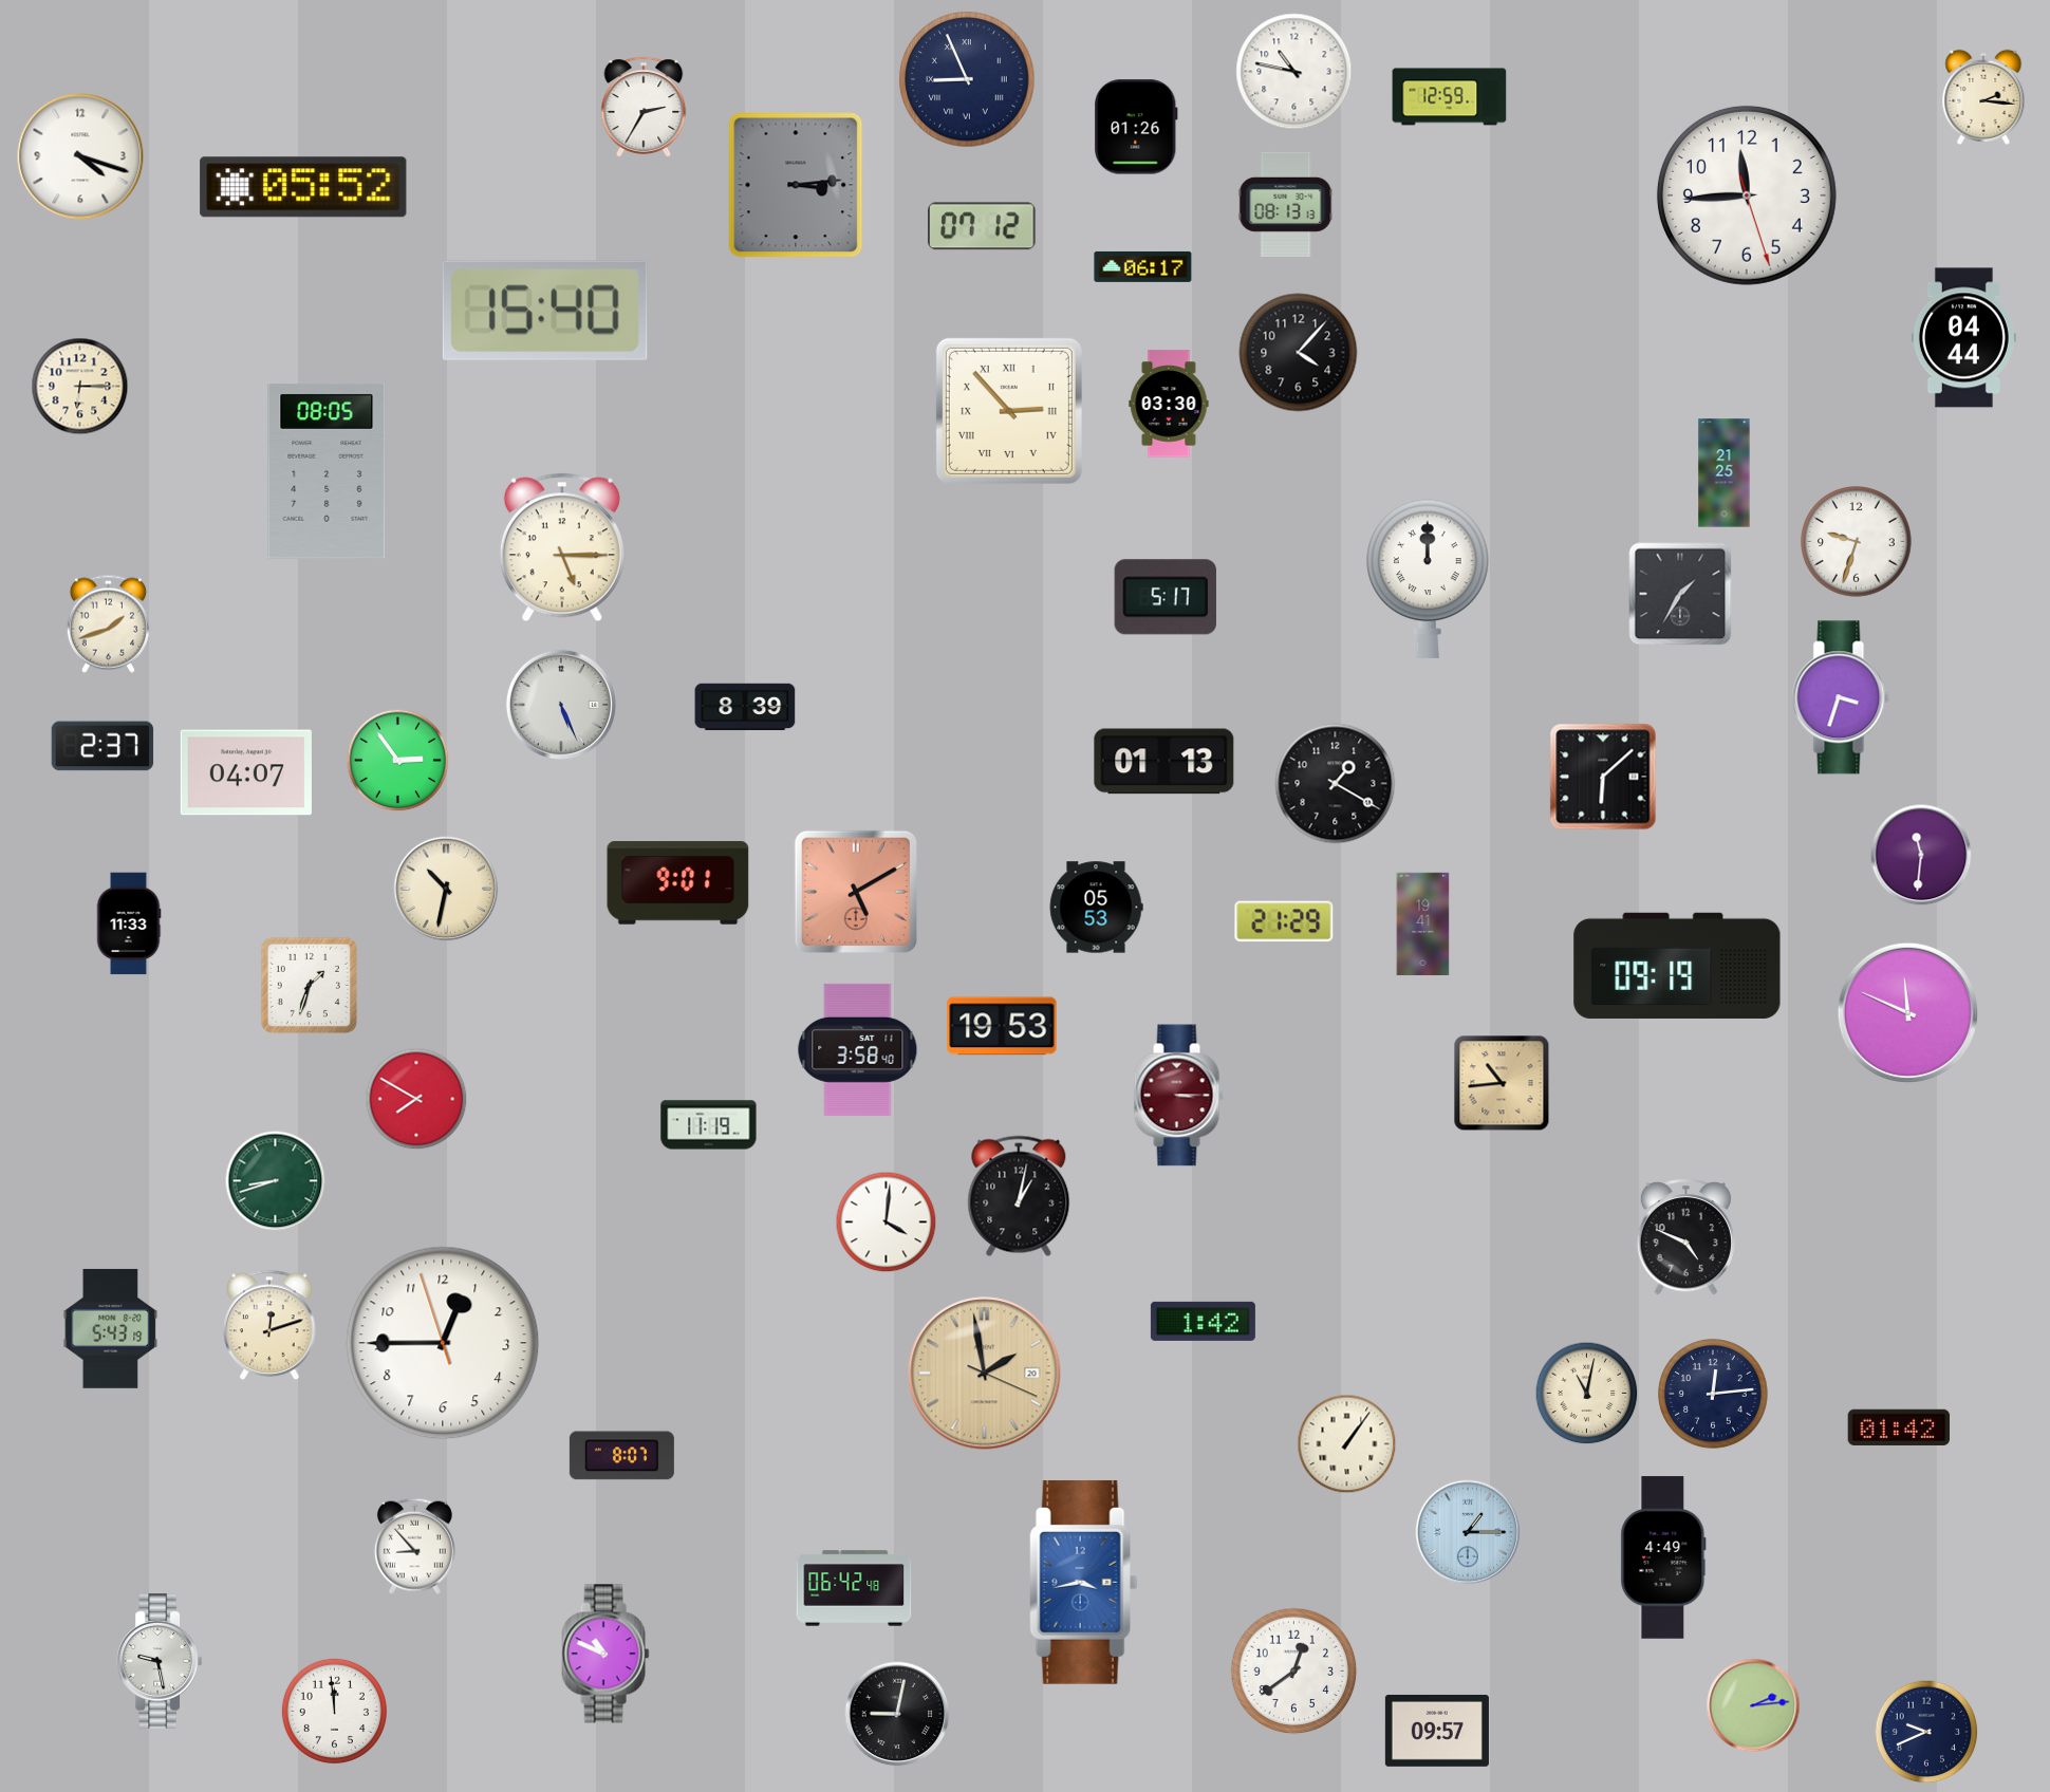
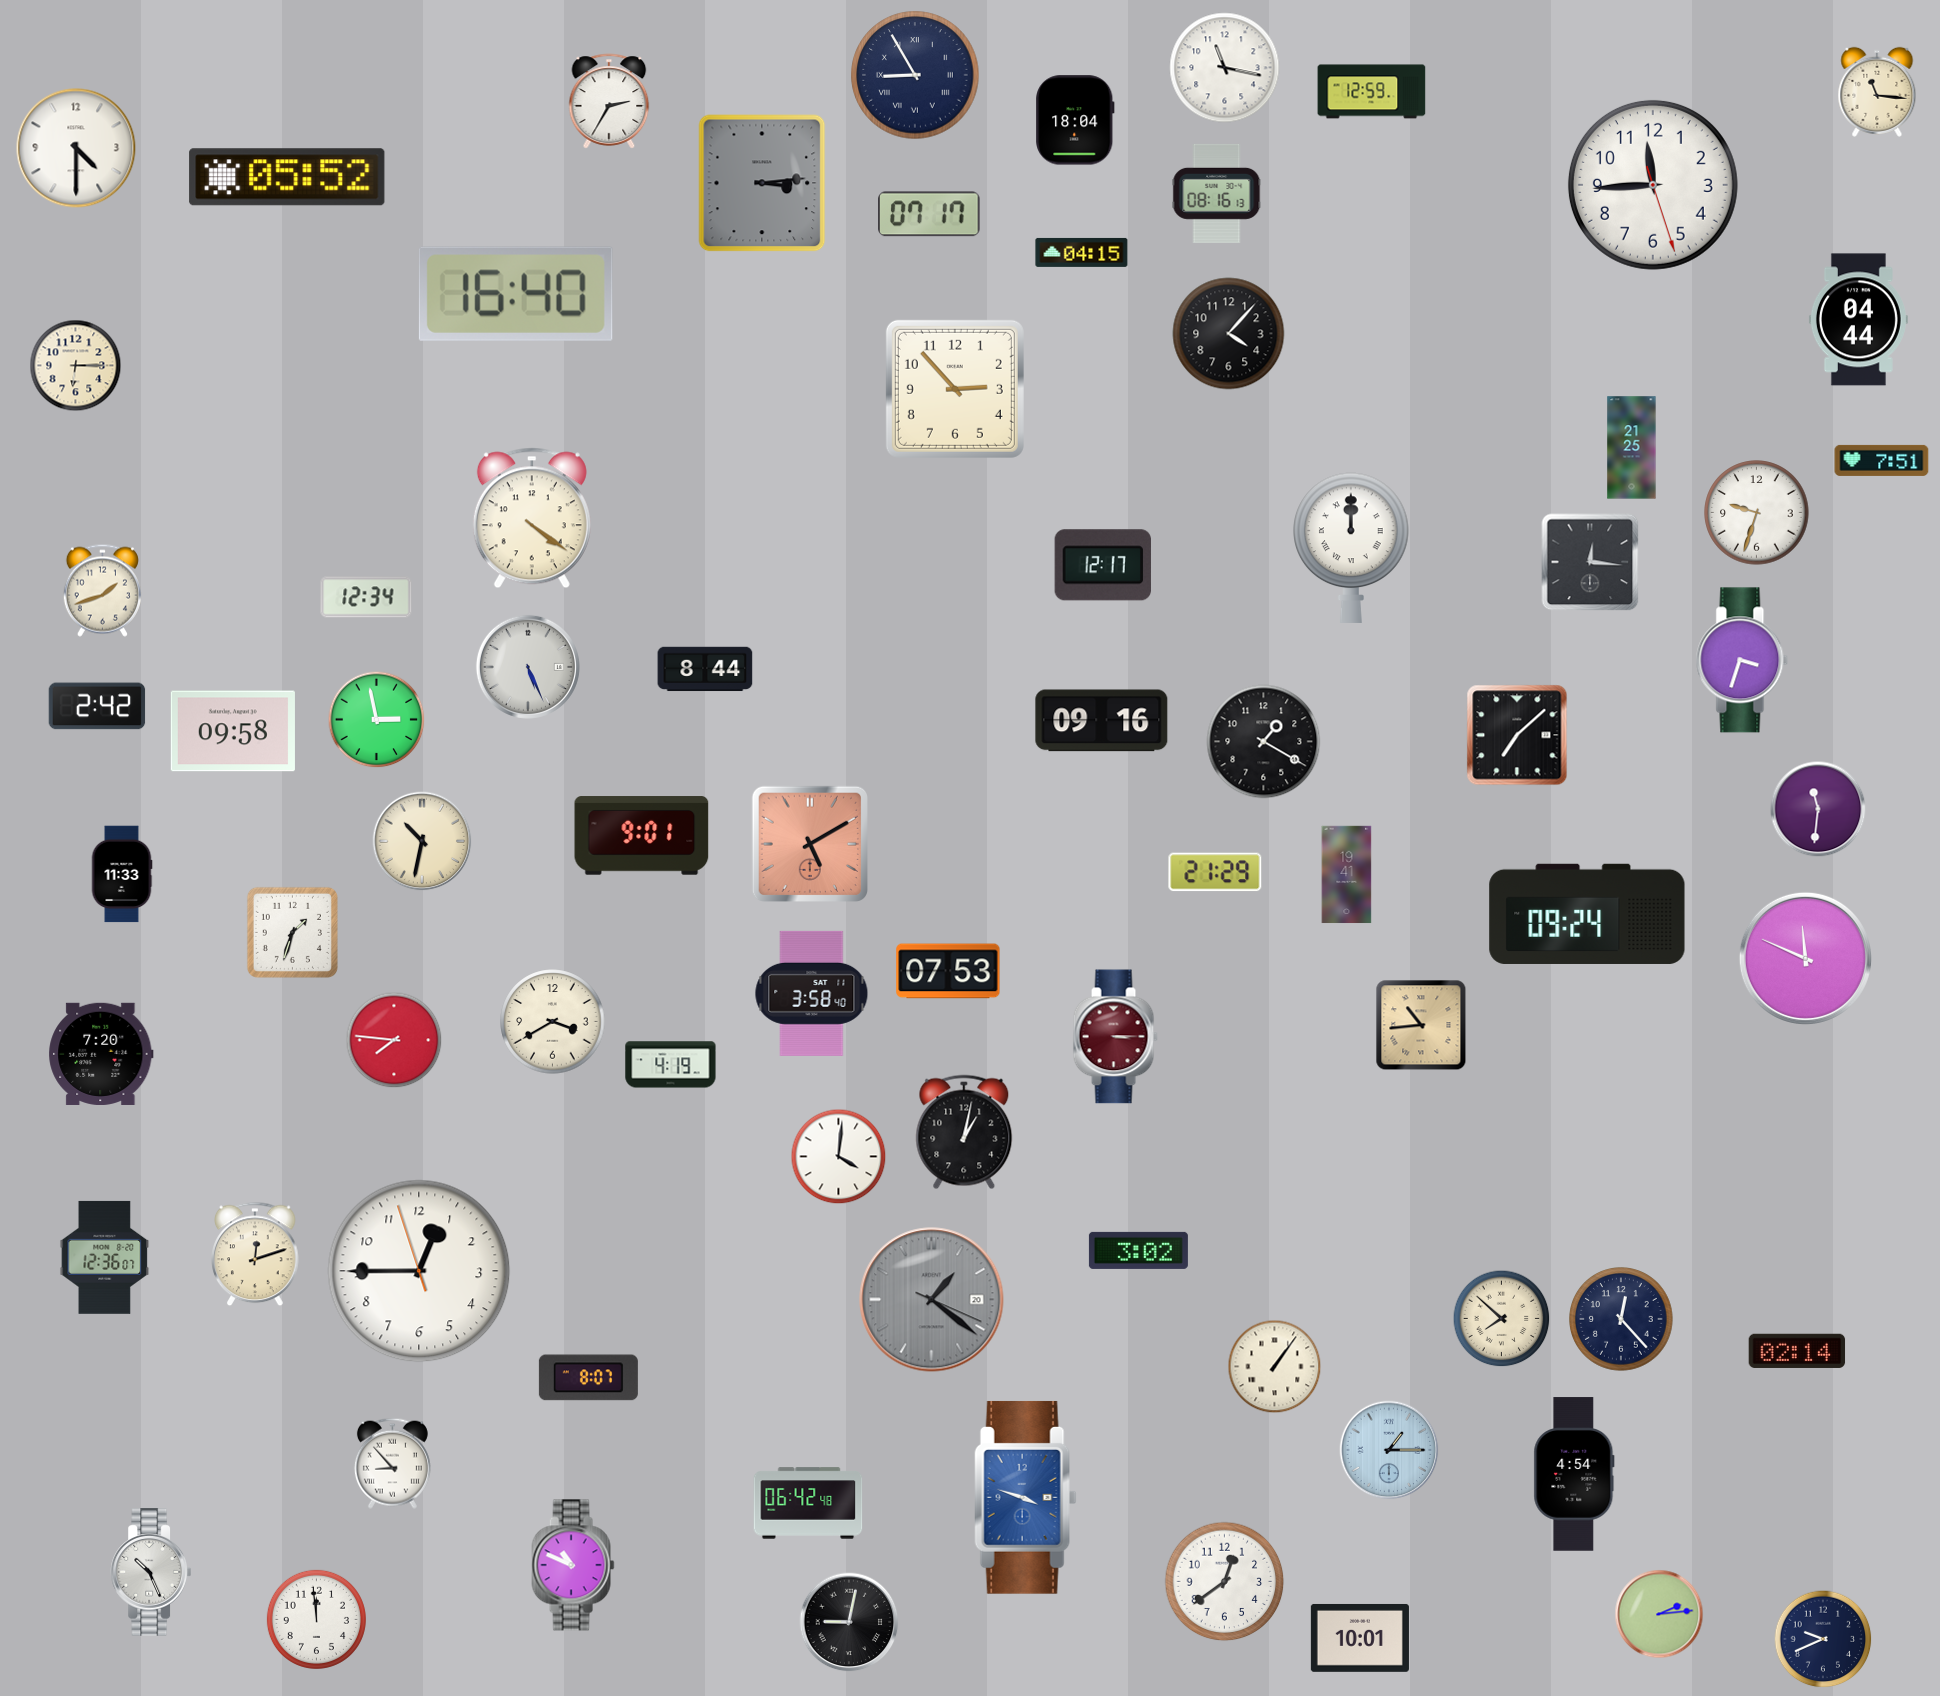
clock at (1294, 72): 10:47 -> 11:17
clock at (967, 79): 8:56 -> 8:55
clock at (1983, 97): 2:16 -> 11:16
clock at (1136, 127): 01:26 -> 18:04
clock at (80, 156): 4:18 -> 4:30
clock at (796, 185) position: (796, 185) -> (762, 183)
clock at (1286, 204): 08:13 -> 08:16
clock at (982, 226): 07:12 -> 07:17
clock at (1143, 266): 06:17 -> 04:15
clock at (545, 311): 15:40 -> 16:40
clock at (1169, 404): 03:30 -> none
clock at (1009, 411) numerals: Roman -> Arabic
clock at (327, 471): 08:05 -> none
clock at (1882, 460): none -> 7:51
clock at (562, 547): 5:15 -> 4:21
clock at (1680, 594): 1:35 -> 12:16
clock at (1166, 597): 5:17 -> 12:17
clock at (366, 597): none -> 12:34
clock at (561, 705) position: (561, 705) -> (528, 667)
clock at (745, 707): 8:39 -> 8:44
clock at (102, 746): 2:37 -> 2:42
clock at (398, 761): 2:54 -> 2:58
clock at (1164, 762): 01:13 -> 09:16
clock at (246, 772): 04:07 -> 09:58
clock at (1603, 777): 6:08 -> 7:08
clock at (1096, 908): 05:53 -> none
clock at (1677, 966): 09:19 -> 09:24
clock at (1002, 1026): 19:53 -> 07:53
clock at (553, 1022): none -> 3:40
clock at (416, 1099): 7:50 -> 7:46
clock at (101, 1054): none -> 7:20
clock at (709, 1125): 11:19 -> 4:19
clock at (276, 1181): 8:42 -> none
clock at (1685, 1237): 4:49 -> none
clock at (1203, 1321): 1:42 -> 3:02
clock at (111, 1328): 5:43 -> 12:36
clock at (985, 1374): 1:58 -> 1:21
clock at (985, 1374) dial: champagne -> grey
clock at (1587, 1394): 11:02 -> 7:52
clock at (1713, 1394): 12:14 -> 12:23
clock at (1899, 1427): 01:42 -> 02:14
clock at (1663, 1557): 4:49 -> 4:54
clock at (1084, 1582): 3:43 -> 3:48
clock at (159, 1661): 9:28 -> 10:26
clock at (1437, 1731): 09:57 -> 10:01
